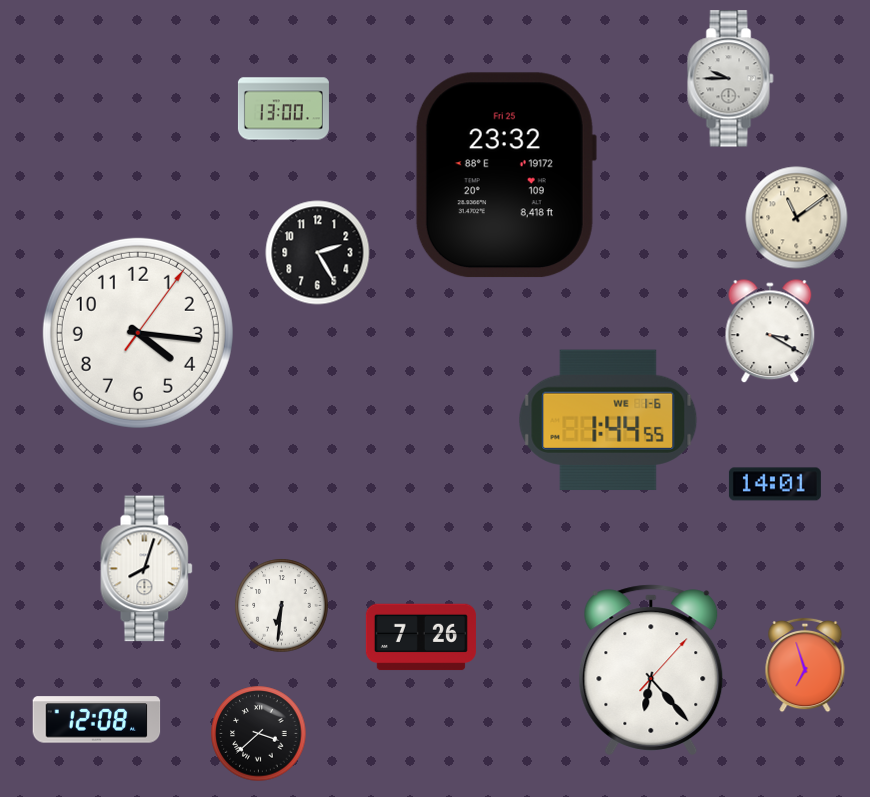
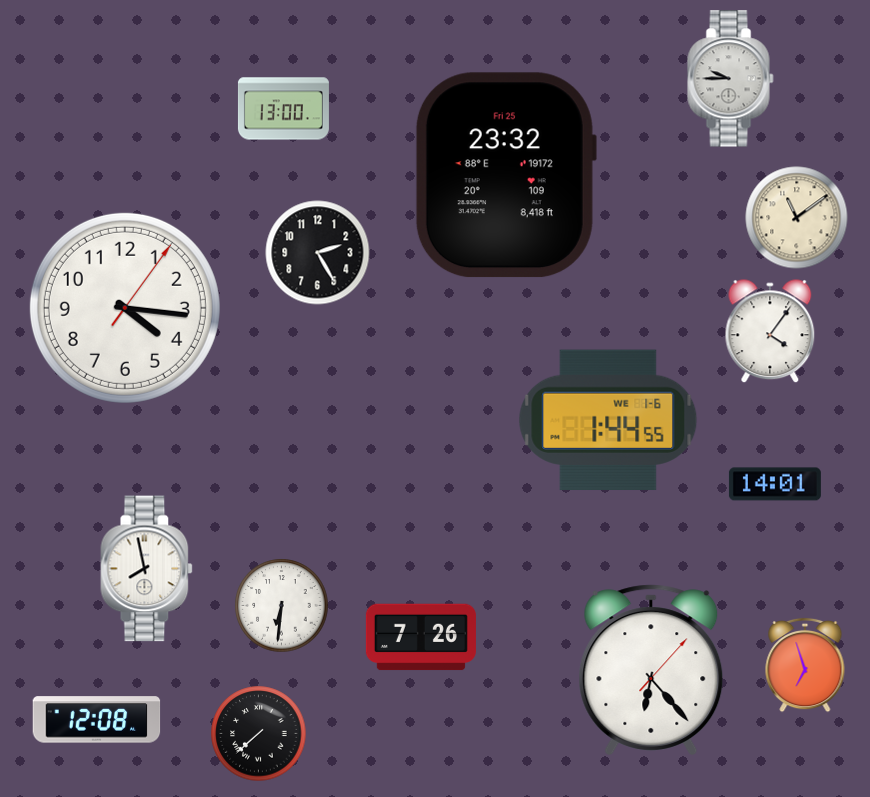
clock at (770, 332): 3:20 -> 4:06
clock at (138, 333) position: (138, 333) -> (125, 308)
clock at (147, 569): 8:03 -> 7:58
clock at (259, 734): 3:38 -> 7:38
